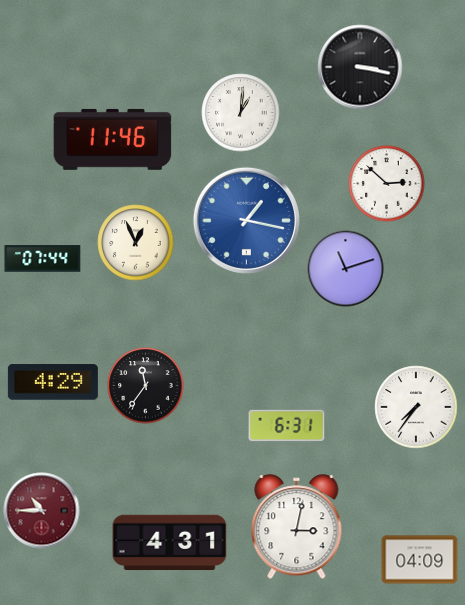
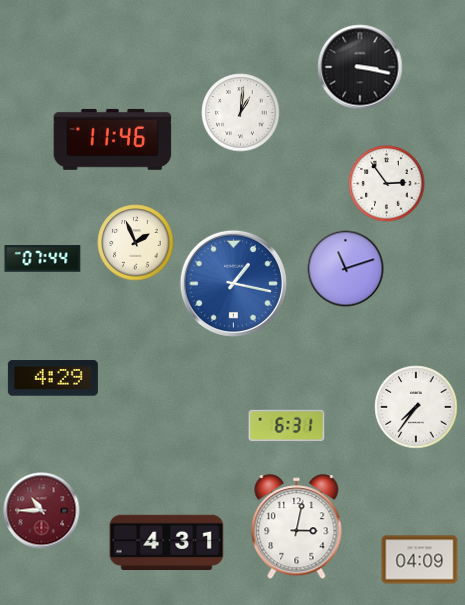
clock at (387, 184): 2:52 -> 2:54
clock at (246, 220) position: (246, 220) -> (233, 283)
clock at (136, 243): 12:56 -> 1:56
clock at (53, 382) position: (53, 382) -> (53, 378)
clock at (146, 386): 11:36 -> none
clock at (170, 543) position: (170, 543) -> (167, 543)
